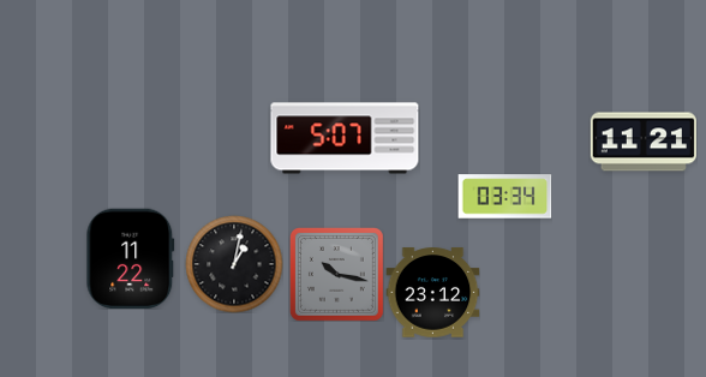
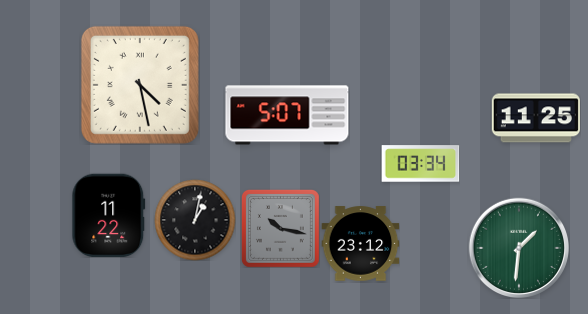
clock at (140, 85): none -> 4:28
clock at (644, 142): 11:21 -> 11:25
clock at (518, 247): none -> 1:31
